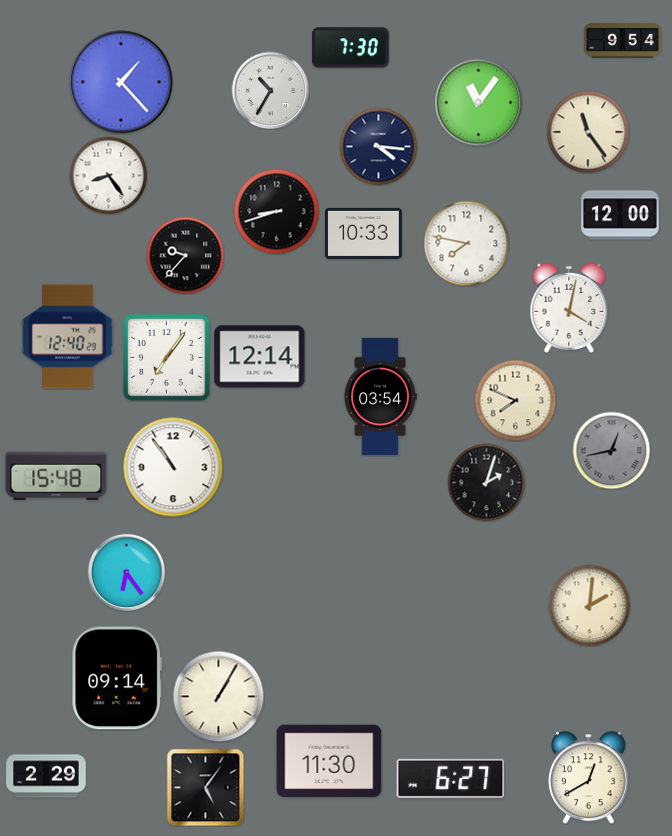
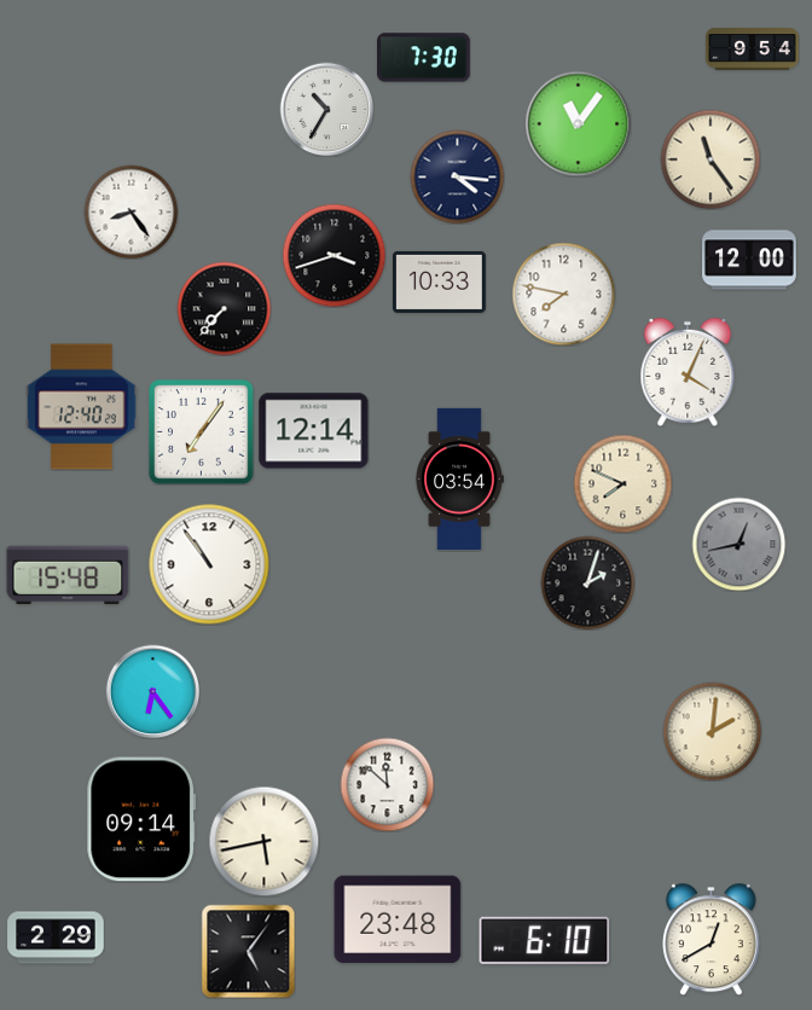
clock at (121, 82): 1:23 -> none
clock at (276, 211): 8:42 -> 3:42
clock at (185, 255): 9:37 -> 7:37
clock at (569, 308): 4:02 -> 4:04
clock at (387, 784): none -> 11:52
clock at (218, 696): 1:05 -> 5:43
clock at (329, 761): 11:30 -> 23:48
clock at (451, 778): 6:27 -> 6:10
